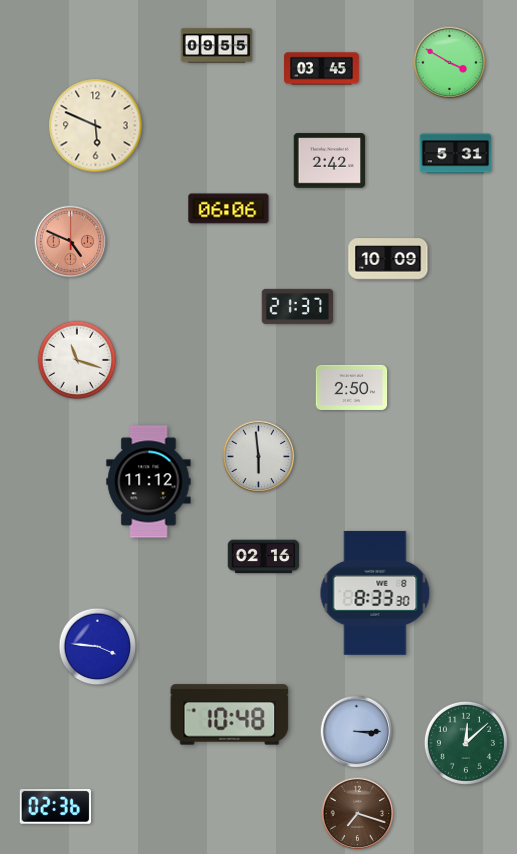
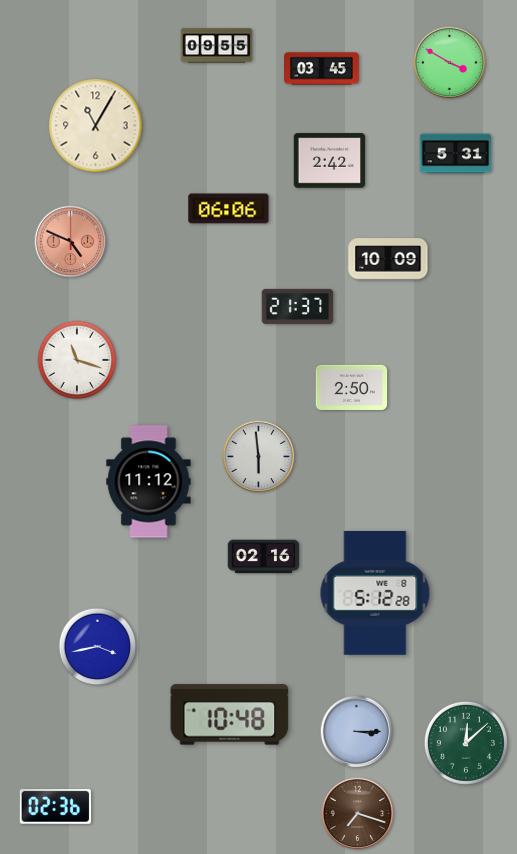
clock at (96, 126): 5:49 -> 11:05
clock at (375, 593): 8:33 -> 5:12
clock at (98, 647): 3:46 -> 3:43
